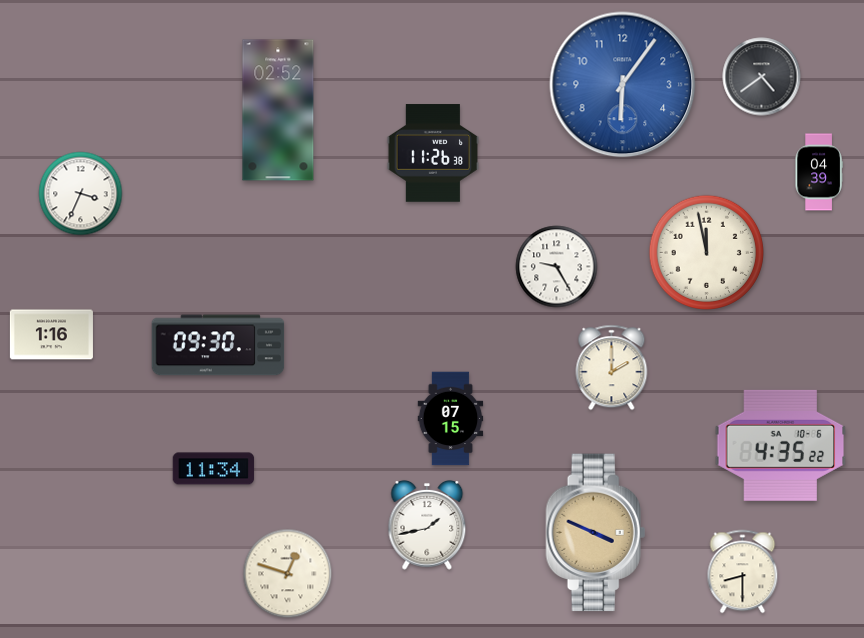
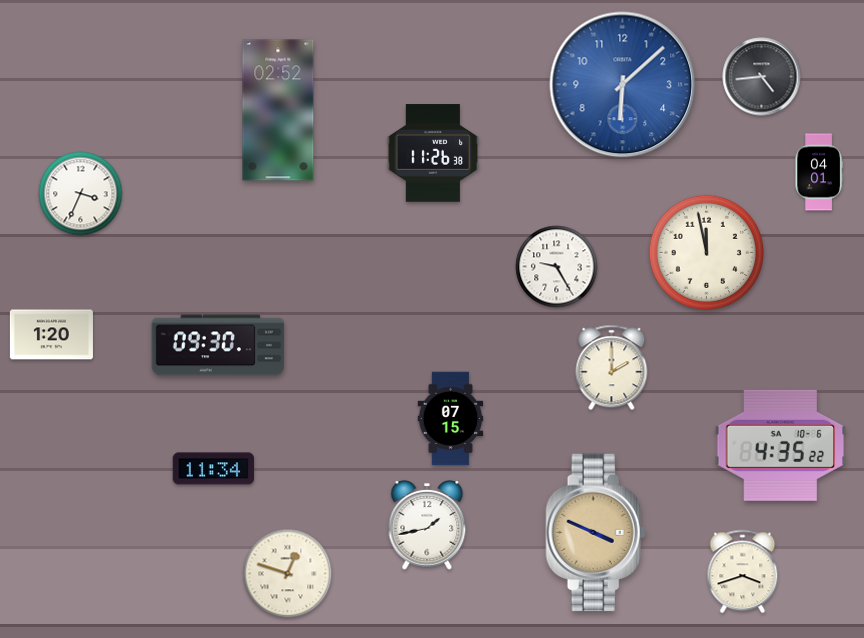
clock at (762, 77): 4:39 -> 4:44
clock at (623, 85): 6:06 -> 6:08
clock at (819, 172): 04:39 -> 04:01
clock at (51, 335): 1:16 -> 1:20
clock at (743, 572): 8:30 -> 3:42
